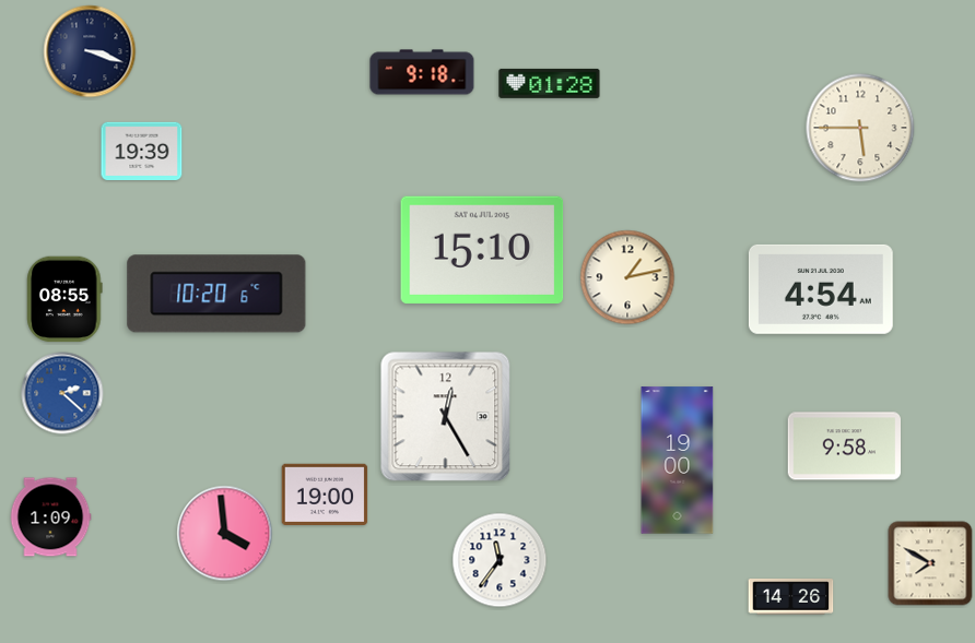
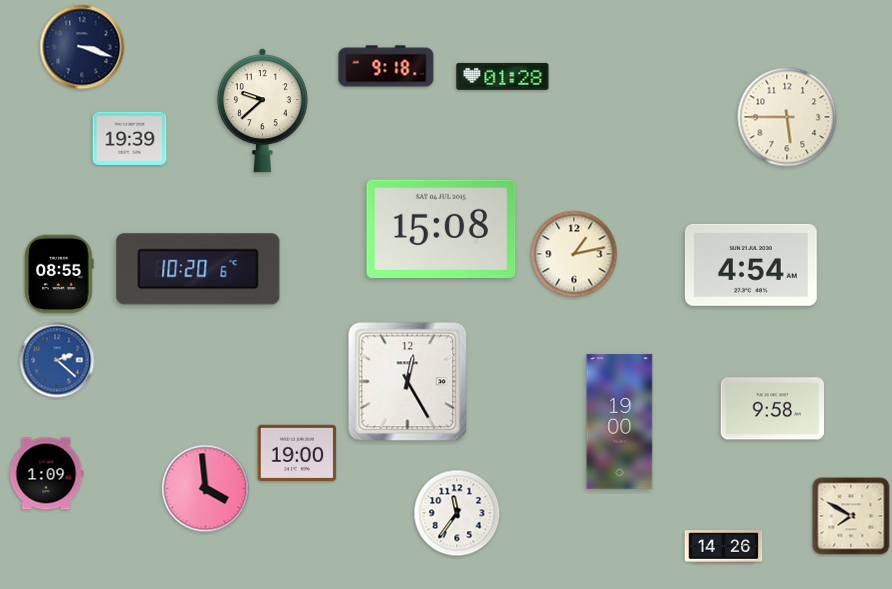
clock at (262, 111): none -> 9:38
clock at (482, 249): 15:10 -> 15:08
